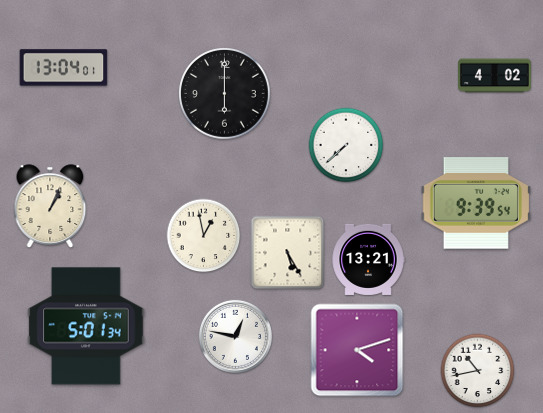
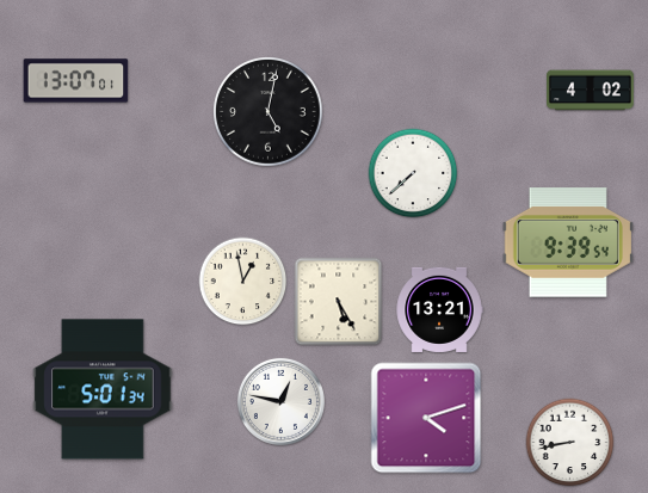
clock at (64, 68): 13:04 -> 13:07
clock at (225, 94): 6:00 -> 5:02
clock at (50, 206): 1:04 -> none
clock at (288, 253) position: (288, 253) -> (339, 302)
clock at (478, 371): 10:43 -> 8:43
